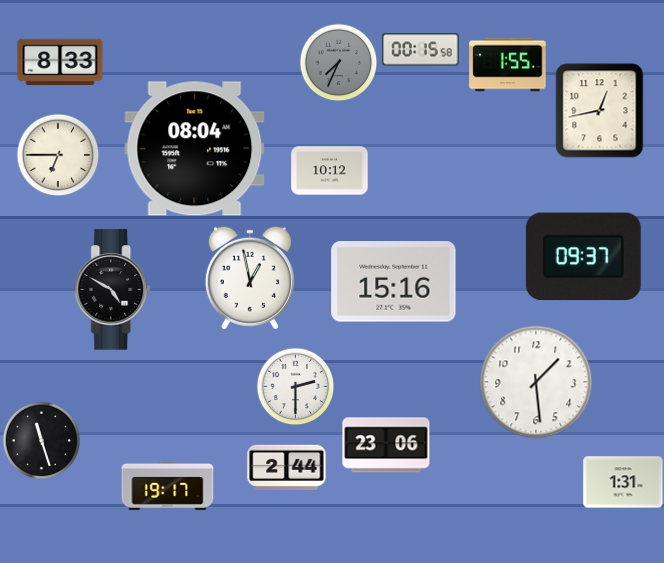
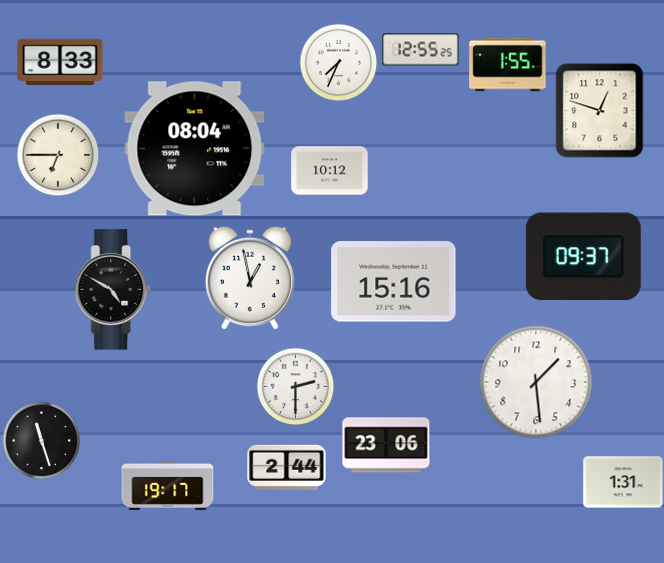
clock at (421, 50): 00:15 -> 12:55
clock at (338, 62) dial: grey -> white
clock at (600, 111): 12:43 -> 12:48
